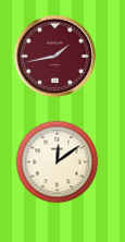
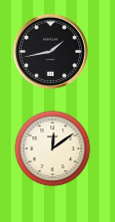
clock at (55, 57) dial: burgundy -> black
